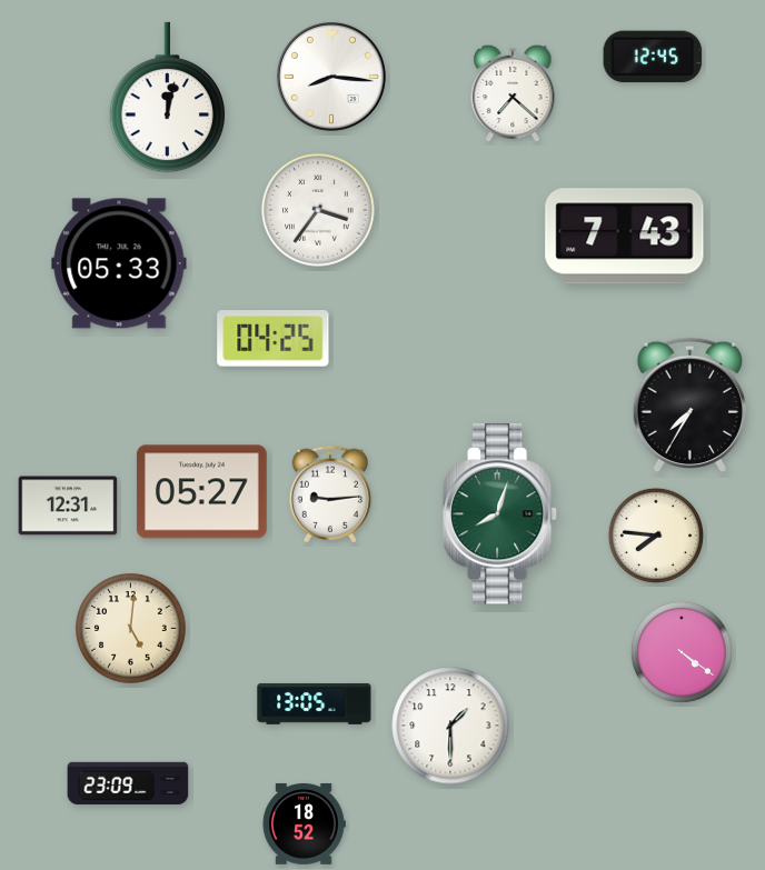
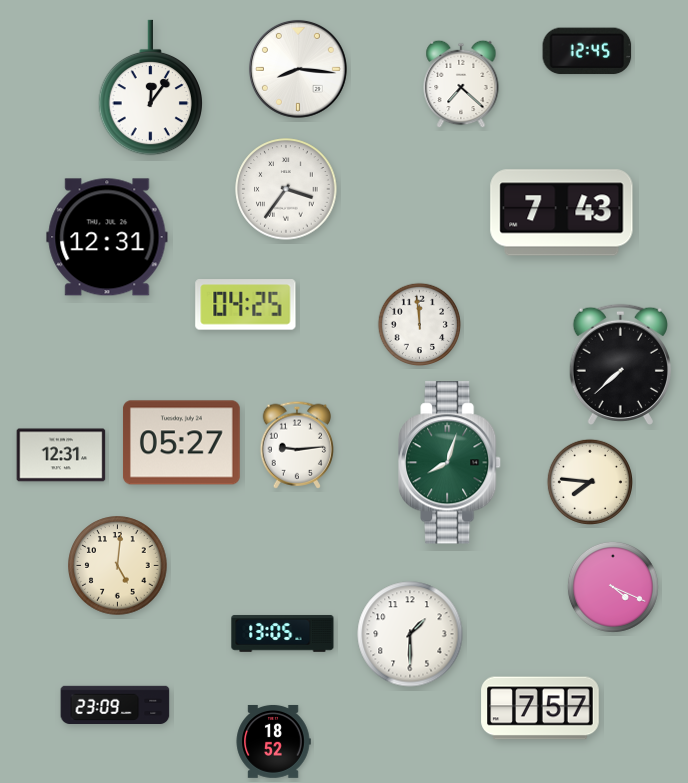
clock at (168, 98): 12:02 -> 12:06
clock at (119, 263): 05:33 -> 12:31
clock at (420, 325): none -> 11:59
clock at (689, 404): 7:35 -> 7:38
clock at (682, 652): 4:21 -> 4:19
clock at (450, 726) position: (450, 726) -> (410, 634)
clock at (540, 708): none -> 7:57
